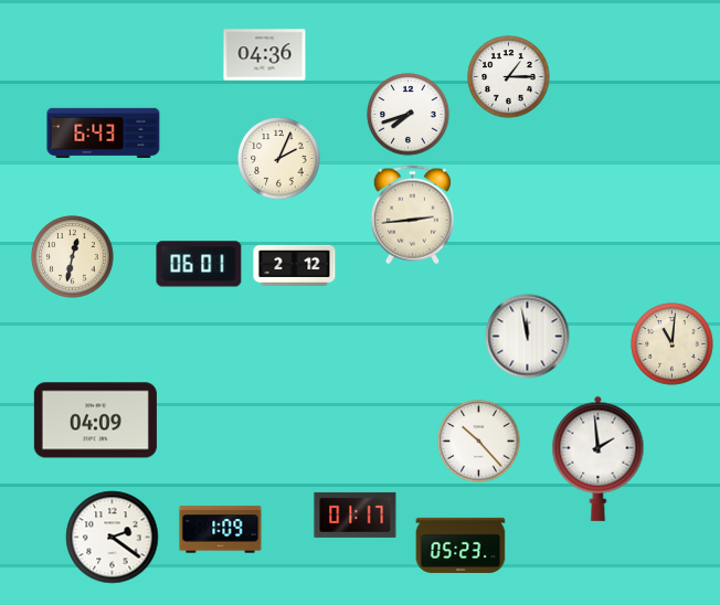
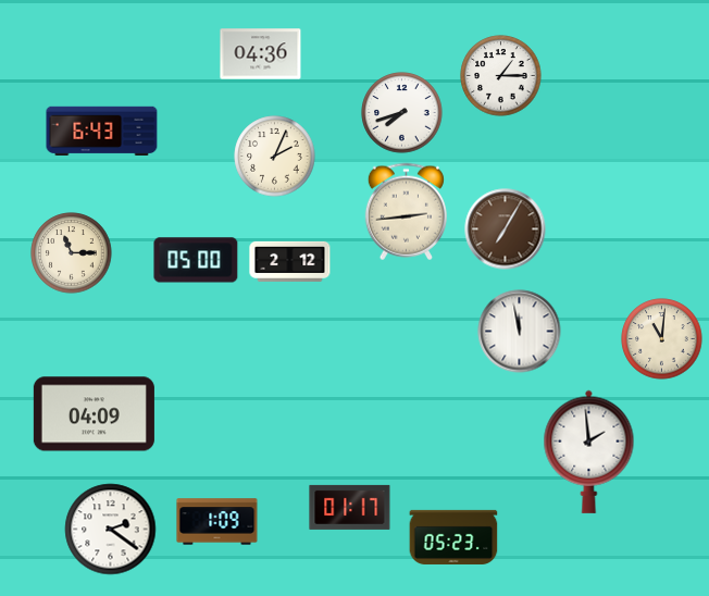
clock at (506, 229): none -> 7:05
clock at (73, 257): 12:32 -> 11:15
clock at (199, 264): 06:01 -> 05:00
clock at (479, 442): 10:23 -> none
